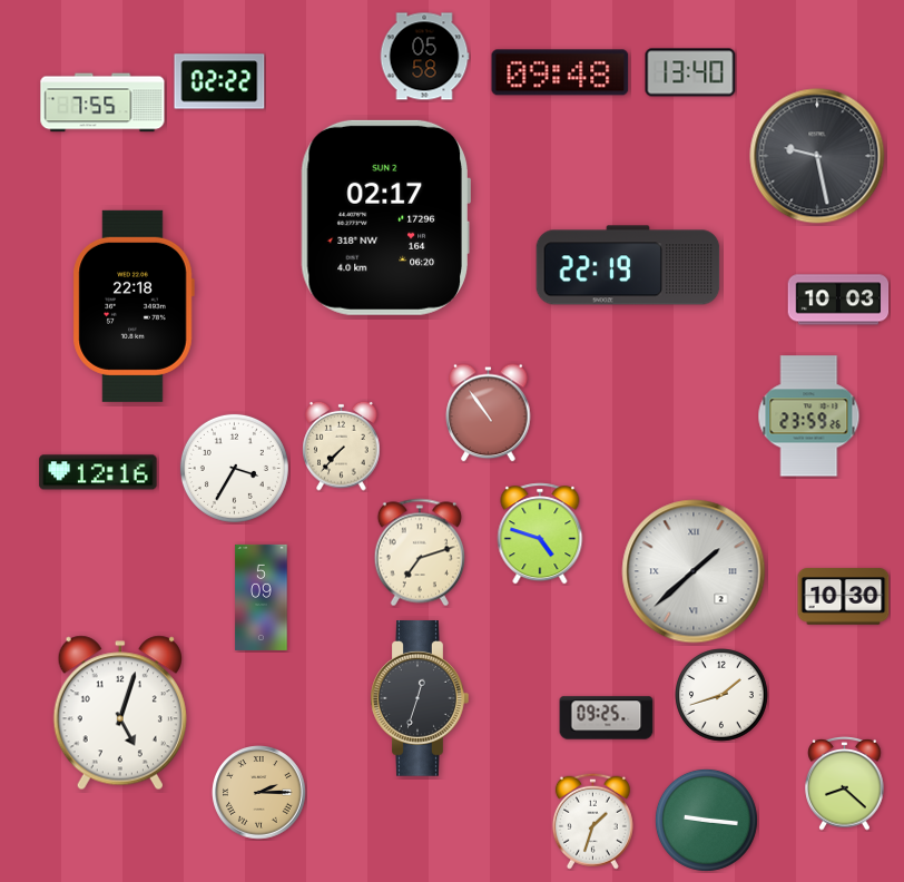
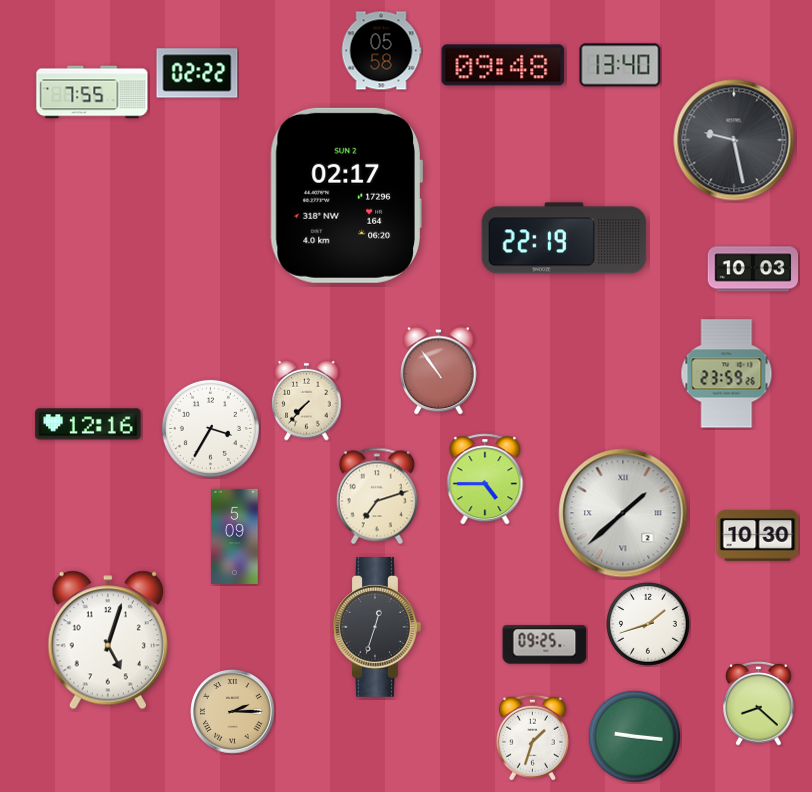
clock at (134, 306): 22:18 -> none
clock at (234, 468) position: (234, 468) -> (210, 428)
clock at (540, 533): 4:48 -> 4:45
